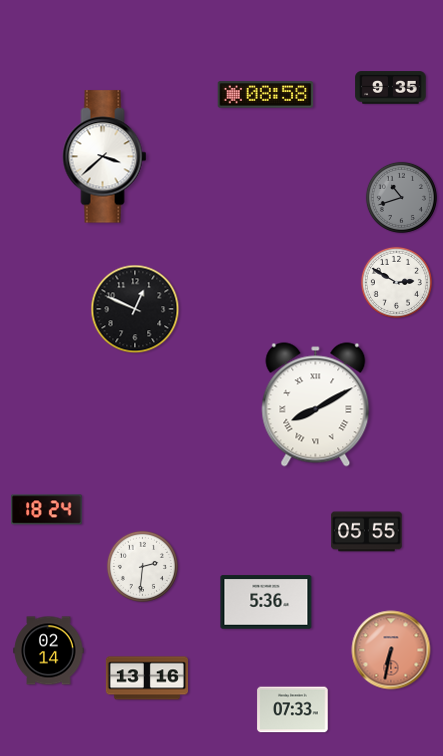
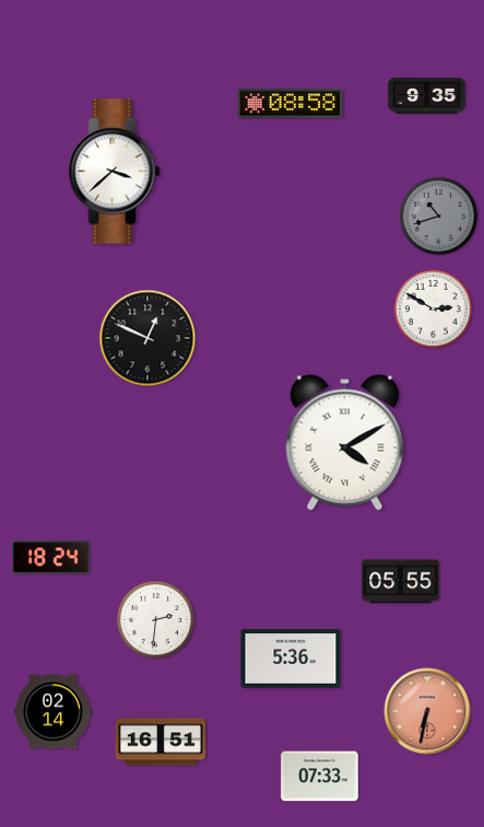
clock at (316, 405): 8:10 -> 4:10
clock at (146, 678): 13:16 -> 16:51
